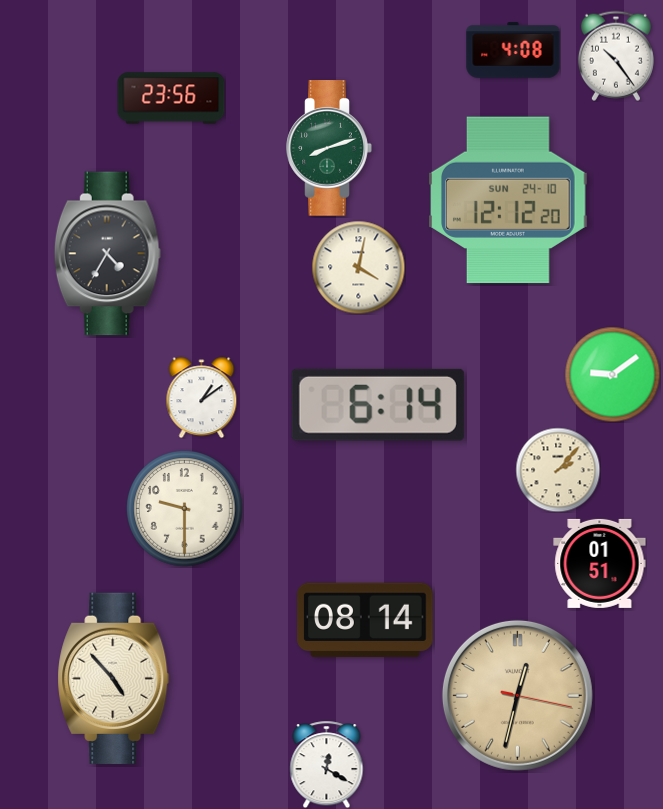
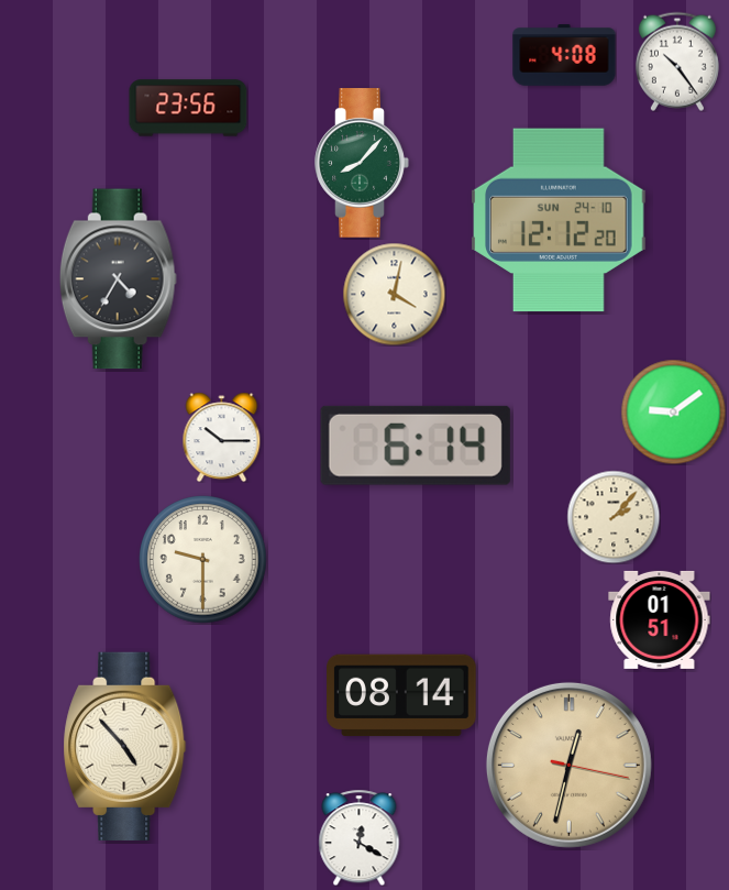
clock at (329, 148): 8:12 -> 8:07
clock at (202, 397): 1:09 -> 10:15
clock at (365, 620) position: (365, 620) -> (401, 695)
clock at (327, 764) position: (327, 764) -> (360, 837)
